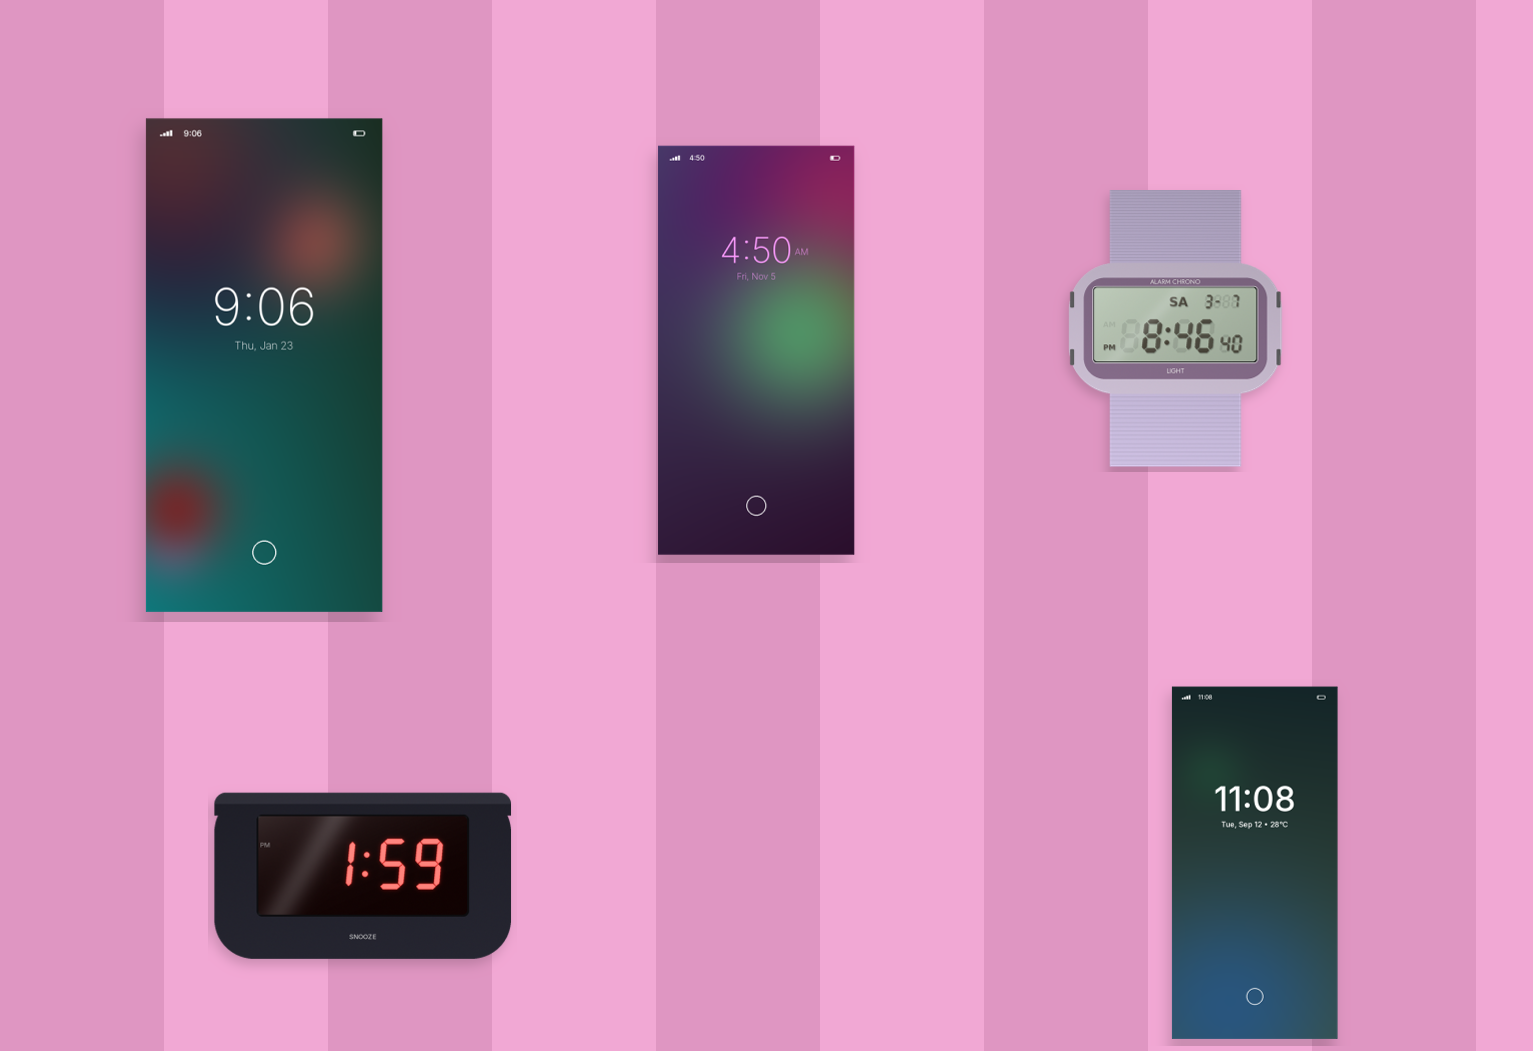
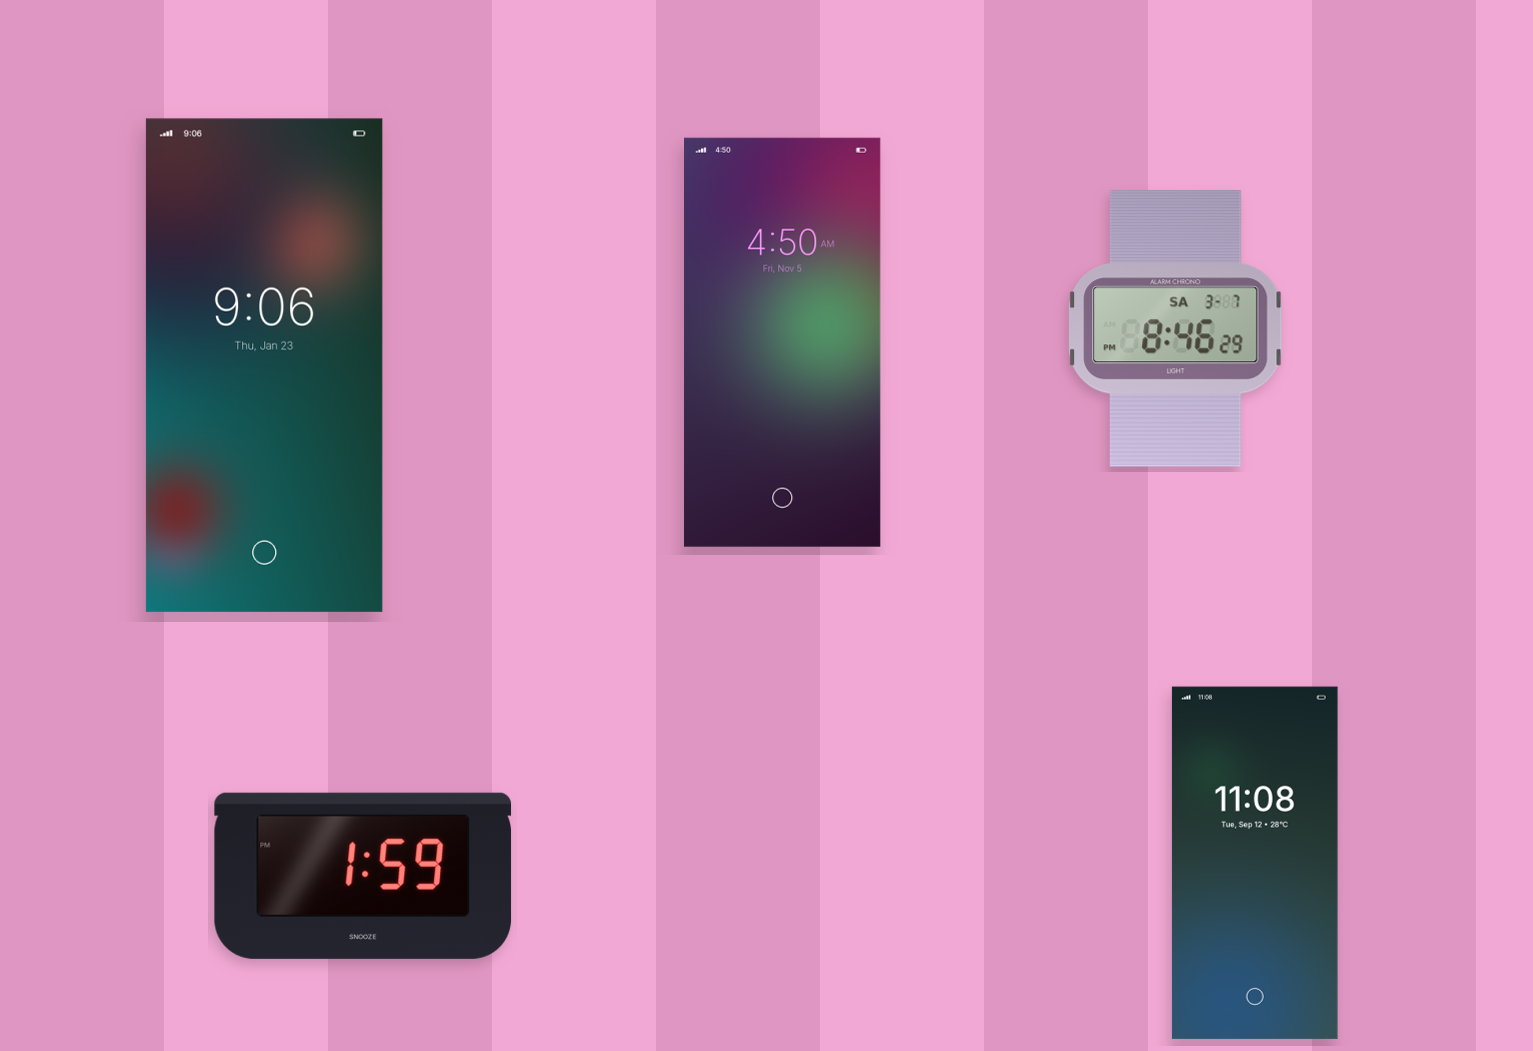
clock at (1176, 329): 8:46:40 -> 8:46:29
clock at (757, 350) position: (757, 350) -> (783, 342)
